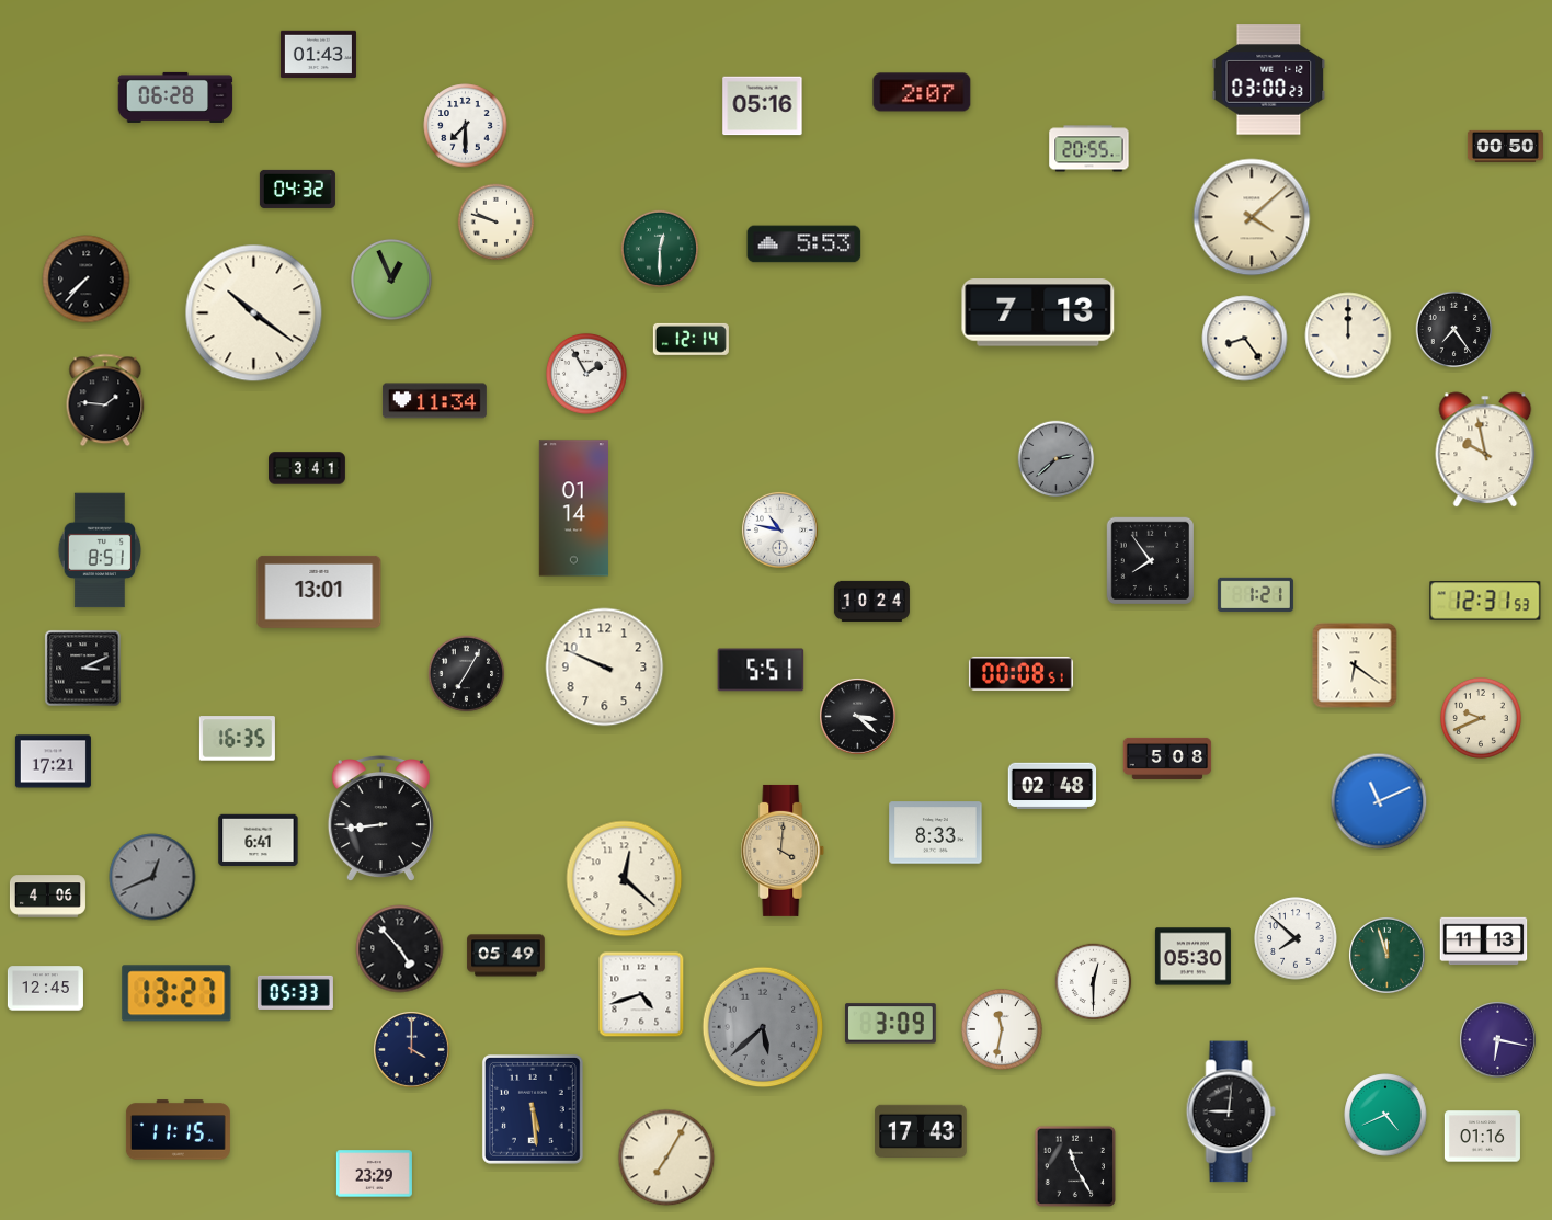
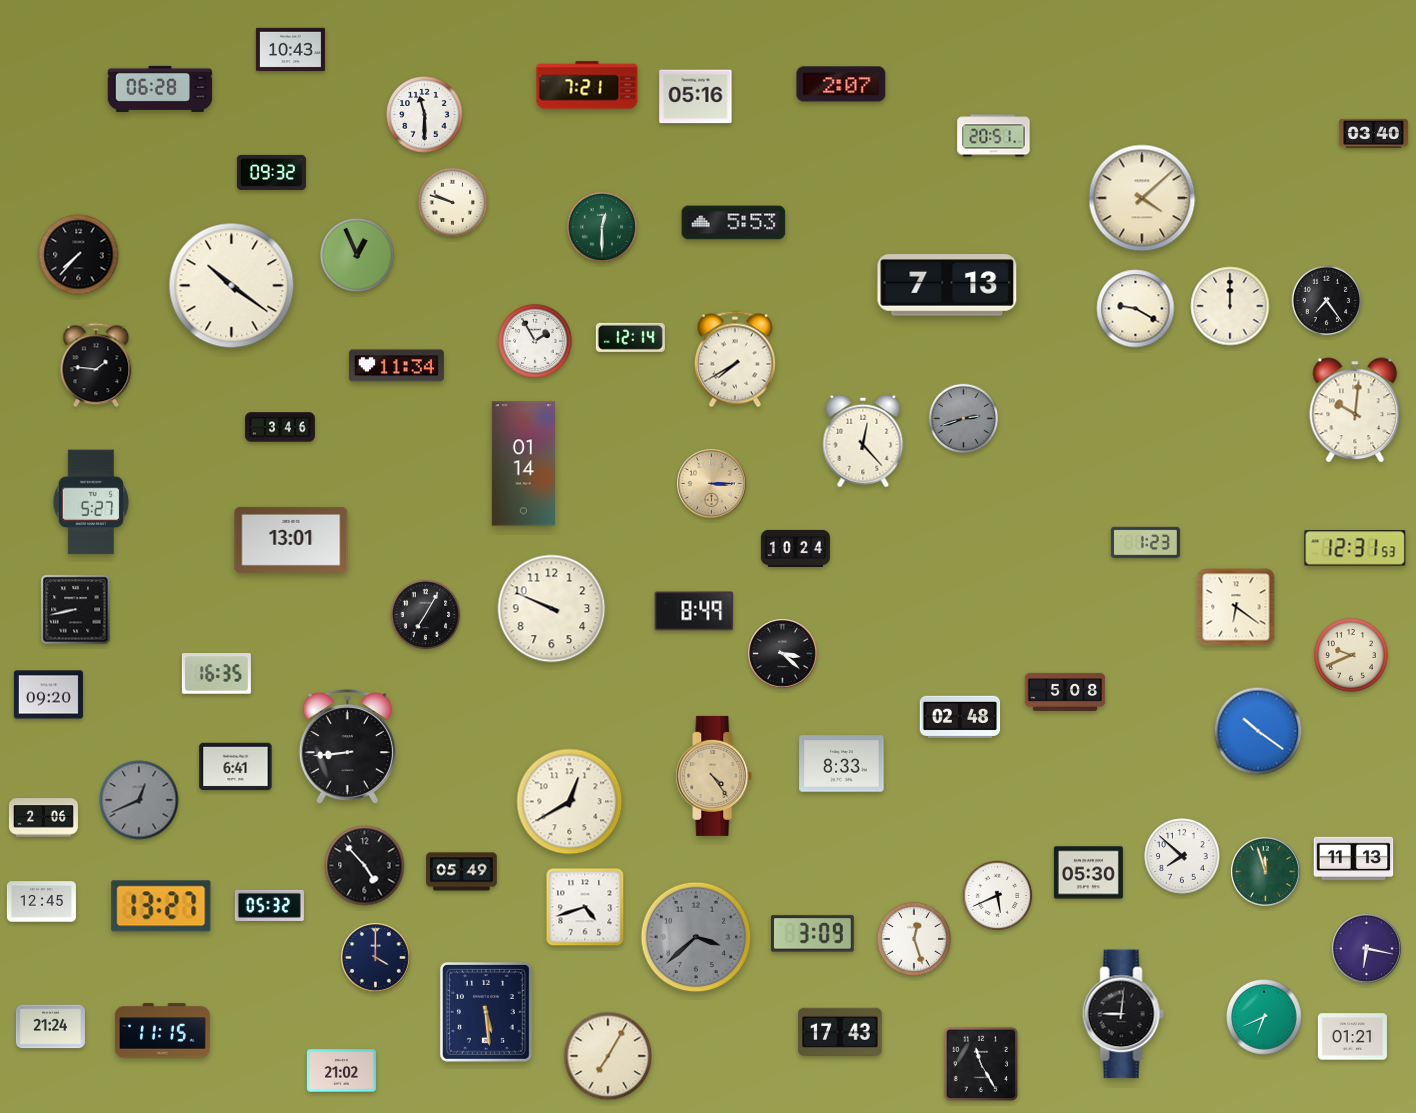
clock at (318, 55): 01:43 -> 10:43
clock at (1269, 80): 03:00 -> none
clock at (587, 85): none -> 7:21
clock at (466, 126): 7:30 -> 11:30
clock at (1505, 146): 00:50 -> 03:40
clock at (1089, 149): 20:55 -> 20:51
clock at (297, 189): 04:32 -> 09:32
clock at (691, 339) position: (691, 339) -> (630, 337)
clock at (1245, 339): 8:24 -> 9:20
clock at (735, 359): none -> 7:40
clock at (1485, 449): 9:58 -> 10:01
clock at (1057, 459): 2:38 -> 2:42
clock at (308, 468): 3:41 -> 3:46
clock at (863, 441): none -> 12:23
clock at (780, 531): 10:47 -> 3:15
clock at (780, 531) dial: white -> champagne
clock at (100, 550): 8:51 -> 5:27
clock at (1150, 560): 7:54 -> none
clock at (1255, 594): 1:21 -> 1:23
clock at (83, 669): 3:11 -> 8:43
clock at (761, 670): 5:51 -> 8:49
clock at (1020, 674): 00:08 -> none
clock at (53, 762): 17:21 -> 09:20
clock at (1379, 801): 11:11 -> 10:21
clock at (936, 833) position: (936, 833) -> (842, 764)
clock at (783, 851): 4:01 -> 4:24
clock at (625, 879): 12:22 -> 12:40
clock at (47, 897): 4:06 -> 2:06
clock at (1094, 982): 12:30 -> 5:41
clock at (295, 992): 05:33 -> 05:32
clock at (763, 1027): 5:38 -> 3:38
clock at (1002, 1029): 11:32 -> 12:27
clock at (1385, 1115): 4:41 -> 6:41
clock at (50, 1027): none -> 21:24
clock at (1482, 1137): 01:16 -> 01:21
clock at (374, 1174): 23:29 -> 21:02
